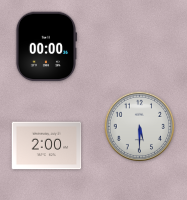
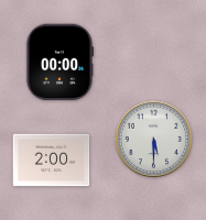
clock at (45, 47) position: (45, 47) -> (58, 63)
